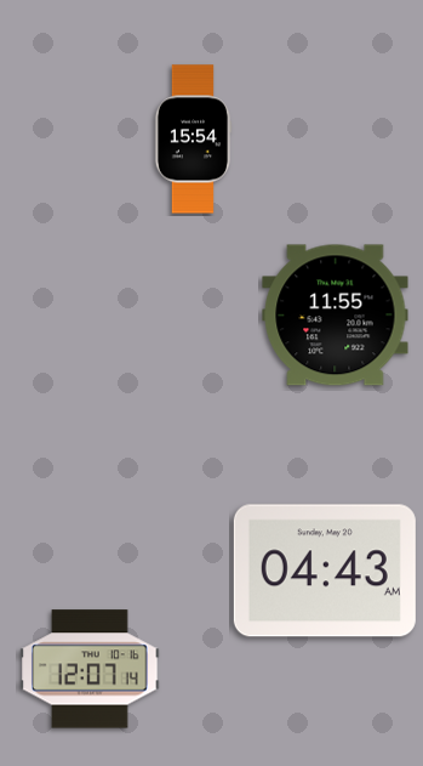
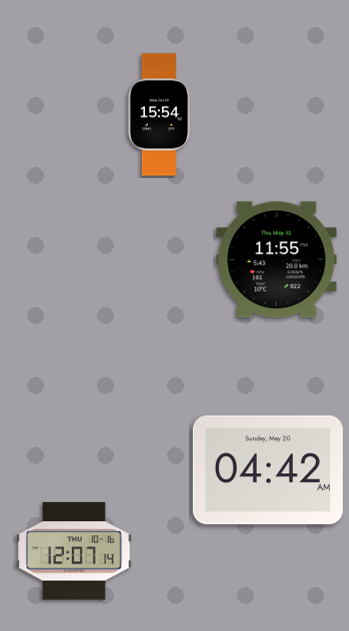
clock at (325, 571): 04:43 -> 04:42
